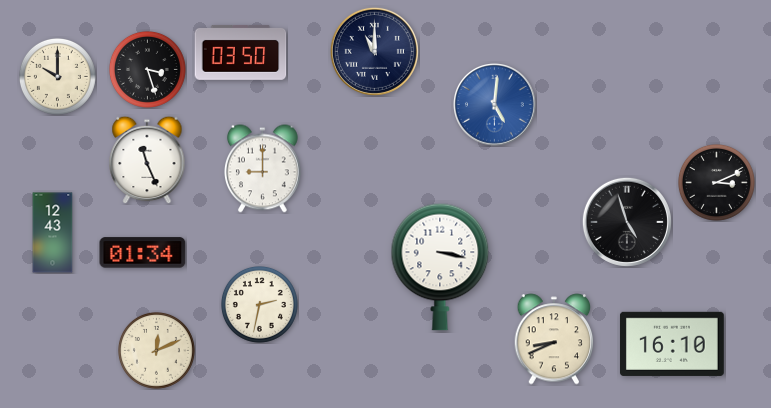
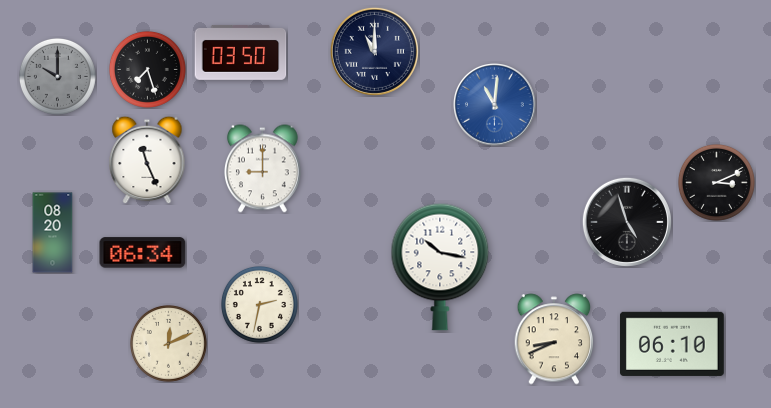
clock at (147, 69): 3:27 -> 7:27
clock at (57, 76) dial: cream -> grey
clock at (495, 105): 5:01 -> 11:01
clock at (53, 233): 12:43 -> 08:20
clock at (143, 253): 01:34 -> 06:34
clock at (440, 267): 3:17 -> 10:17
clock at (672, 344): 16:10 -> 06:10
clock at (156, 350) position: (156, 350) -> (168, 343)
